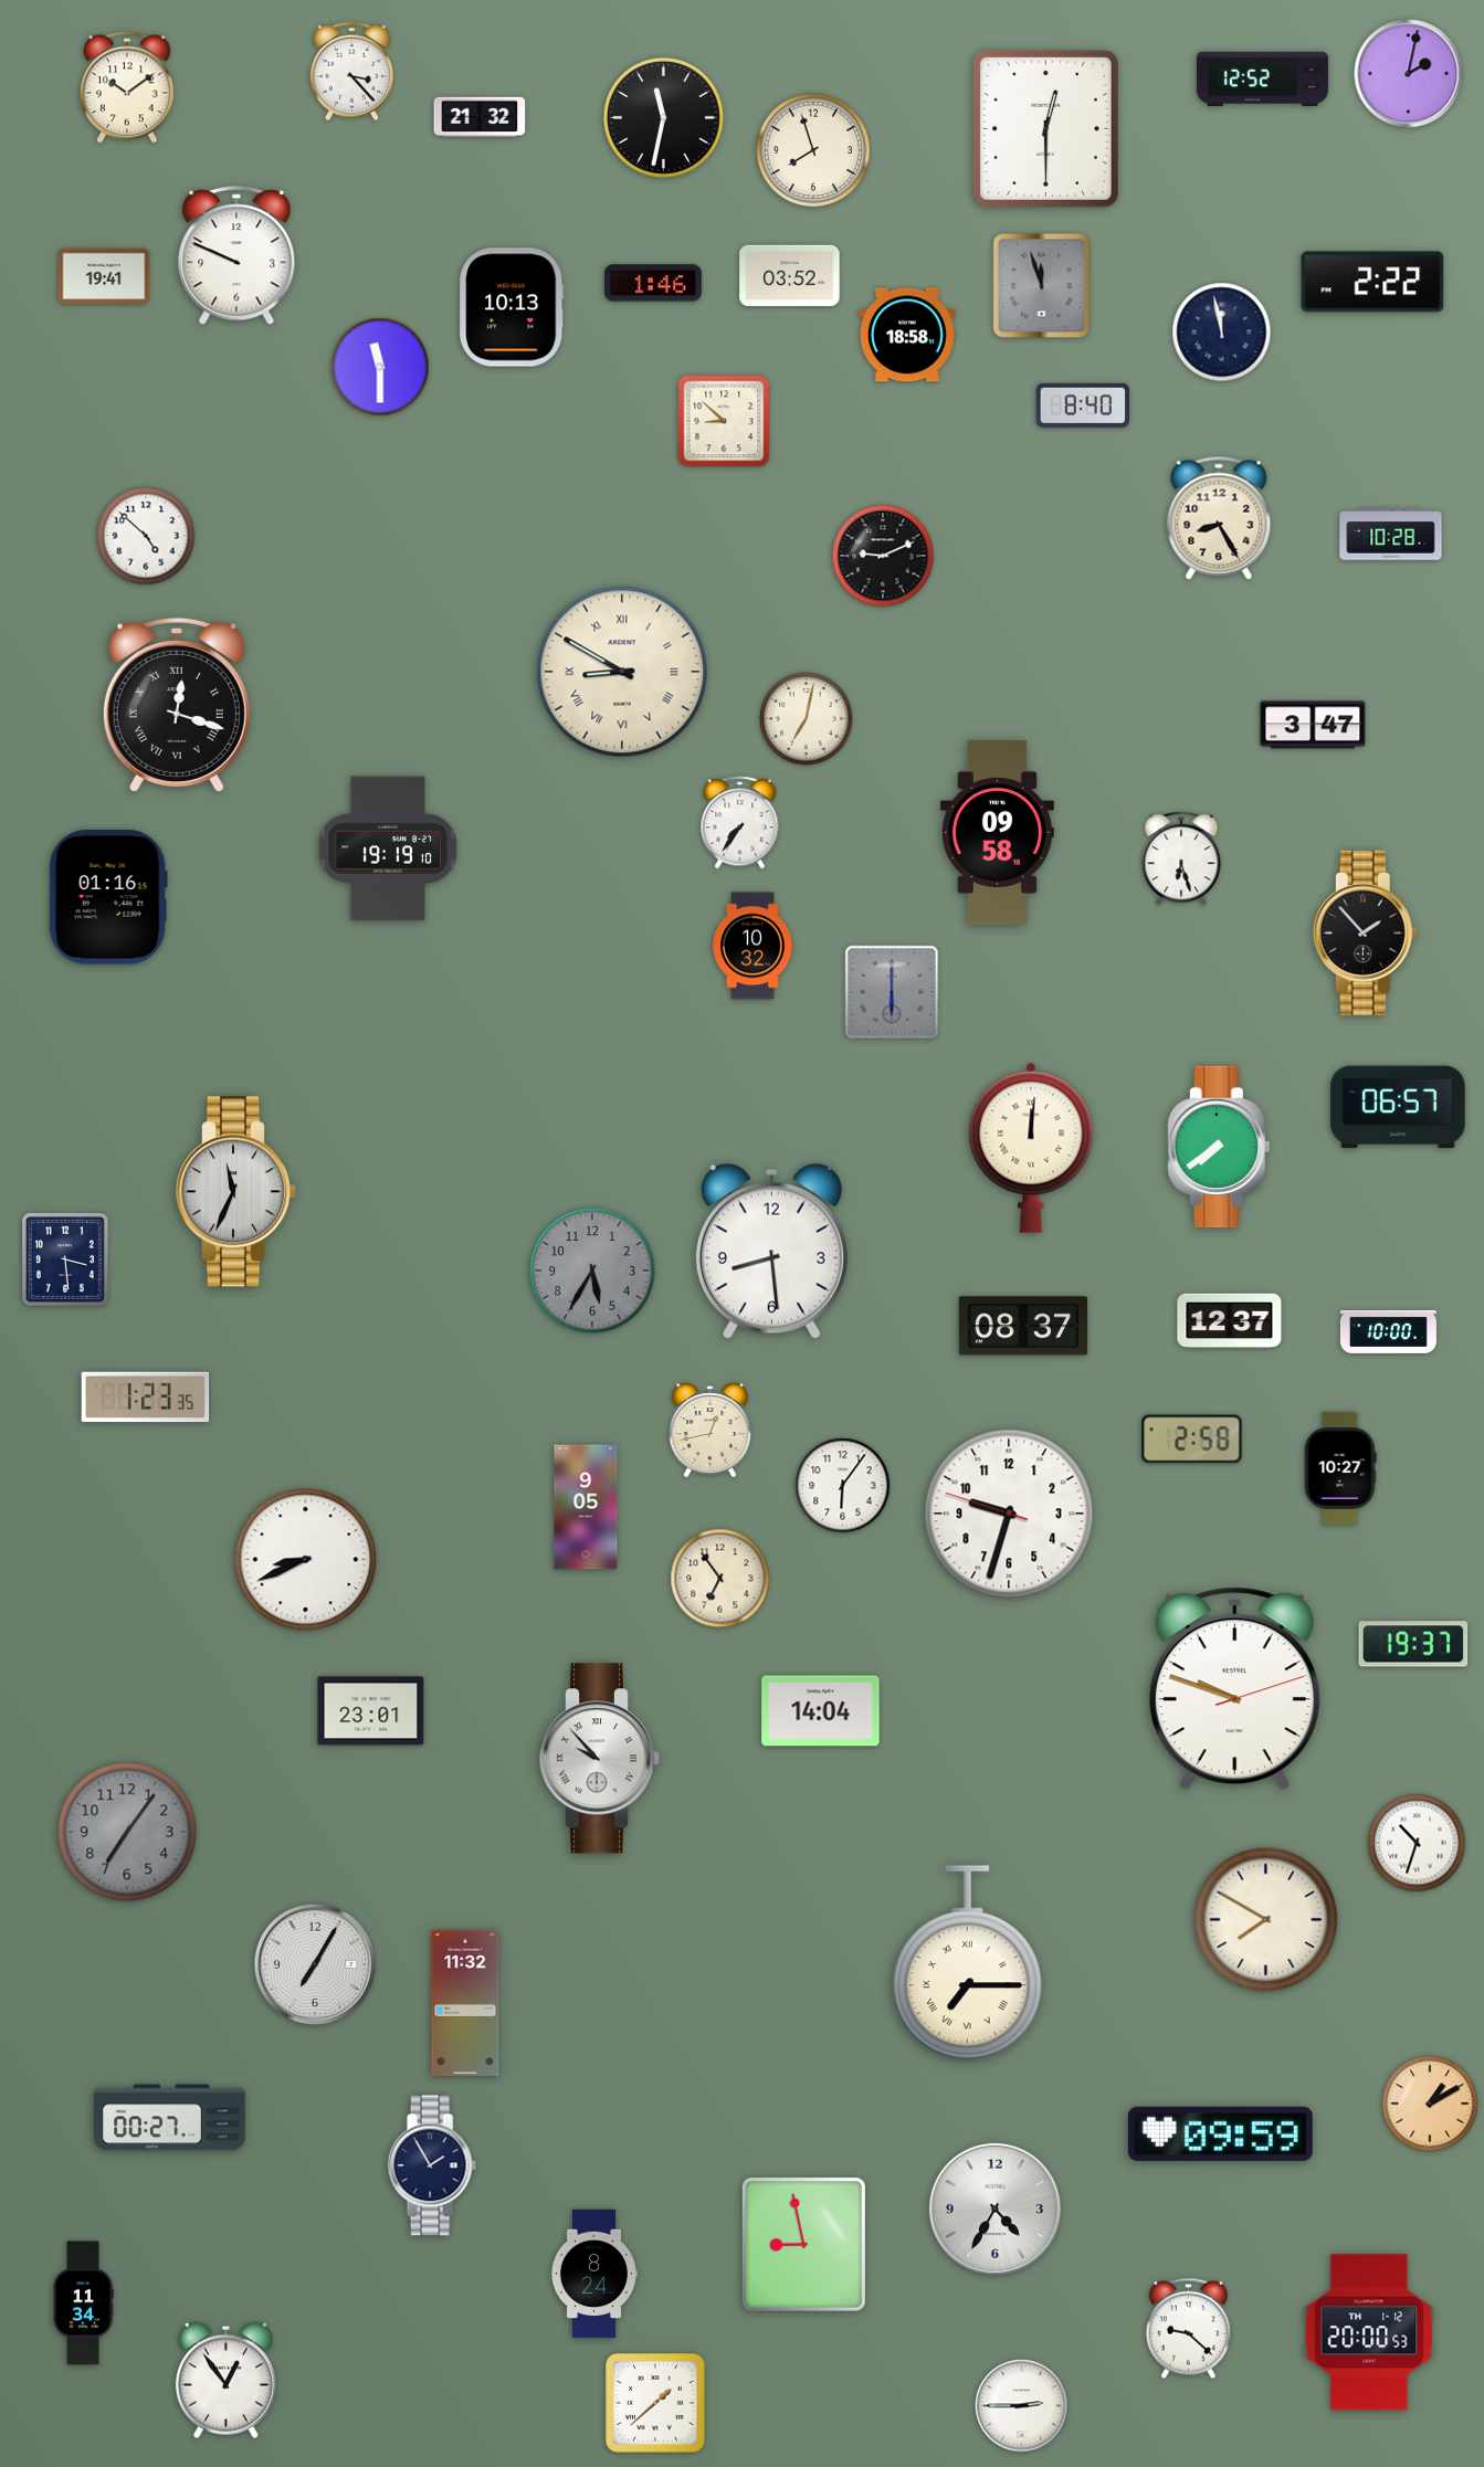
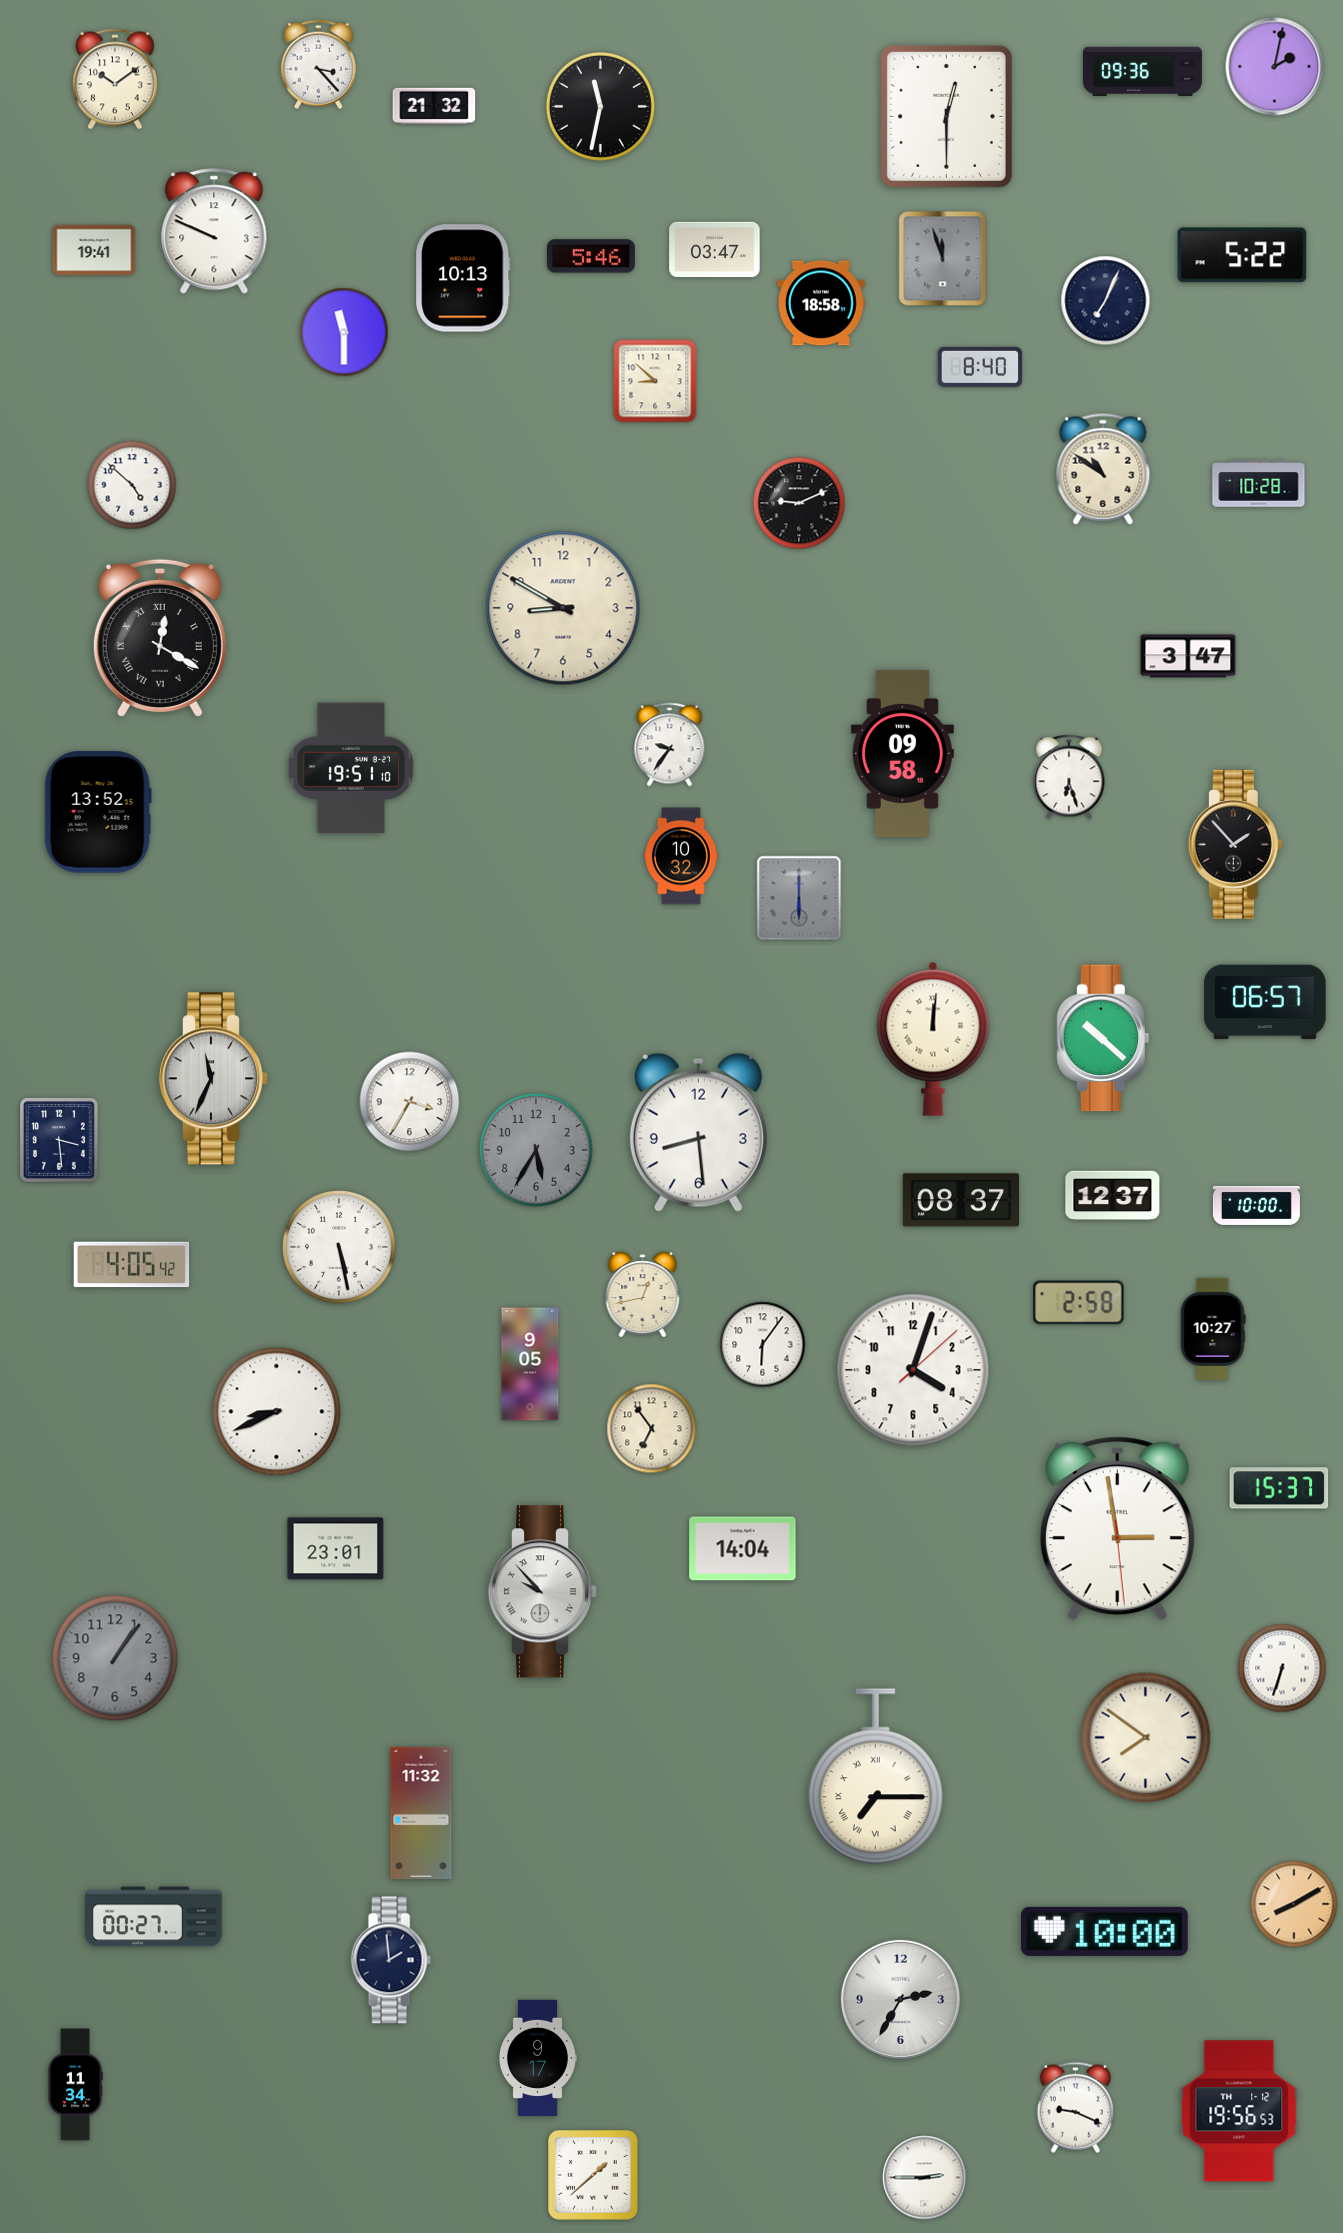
clock at (1262, 78): 12:52 -> 09:36
clock at (813, 150): 7:57 -> none
clock at (790, 276): 03:52 -> 03:47
clock at (1372, 282): 2:22 -> 5:22
clock at (653, 283): 1:46 -> 5:46
clock at (1222, 333): 11:58 -> 7:04
clock at (1219, 518): 8:25 -> 10:51
clock at (622, 672) numerals: Roman -> Arabic
clock at (177, 705): 12:18 -> 12:20
clock at (807, 719): 7:02 -> none
clock at (740, 823): 7:36 -> 9:36
clock at (388, 848): 19:19 -> 19:51
clock at (108, 897): 01:16 -> 13:52
clock at (892, 992) position: (892, 992) -> (799, 898)
clock at (1218, 1147): 7:39 -> 10:22
clock at (410, 1102): none -> 3:35
clock at (1022, 1326) position: (1022, 1326) -> (960, 1200)
clock at (339, 1247): none -> 5:28
clock at (146, 1398): 1:23 -> 4:05
clock at (1009, 1514): 9:32 -> 4:03
clock at (1413, 1644): 19:37 -> 15:37
clock at (1234, 1689): 9:48 -> 2:58
clock at (127, 1832): 7:06 -> 1:06
clock at (1417, 1843): 10:33 -> 6:33
clock at (1266, 1920): 7:50 -> 7:51
clock at (315, 1964): 7:05 -> none
clock at (1430, 2104): 1:10 -> 8:10
clock at (1220, 2133): 09:59 -> 10:00
clock at (432, 2165): 1:55 -> 1:59
clock at (994, 2208): 4:35 -> 2:35
clock at (803, 2244): 8:58 -> none
clock at (593, 2274): 8:24 -> 9:17
clock at (1188, 2328): 9:22 -> 9:19
clock at (1369, 2332): 20:00 -> 19:56
clock at (225, 2380): 12:54 -> none
